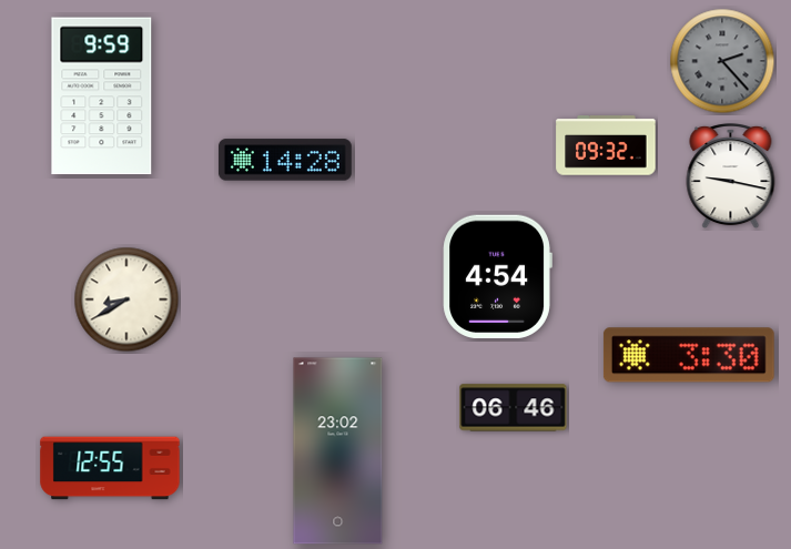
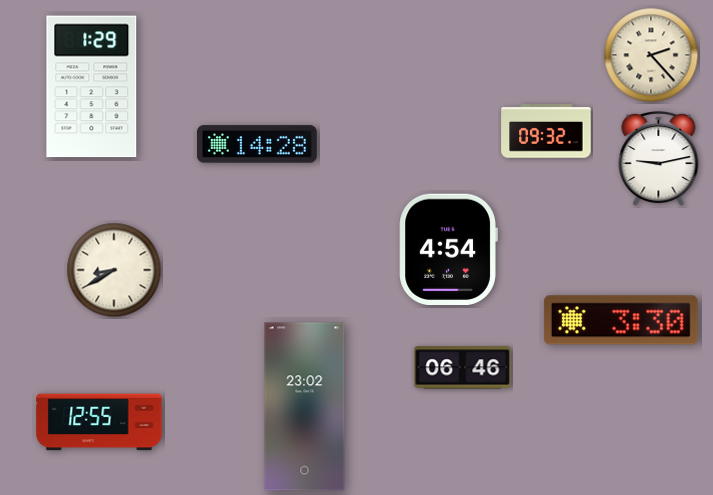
clock at (722, 61) dial: grey -> cream
clock at (102, 96): 9:59 -> 1:29
clock at (731, 176): 9:17 -> 9:13
